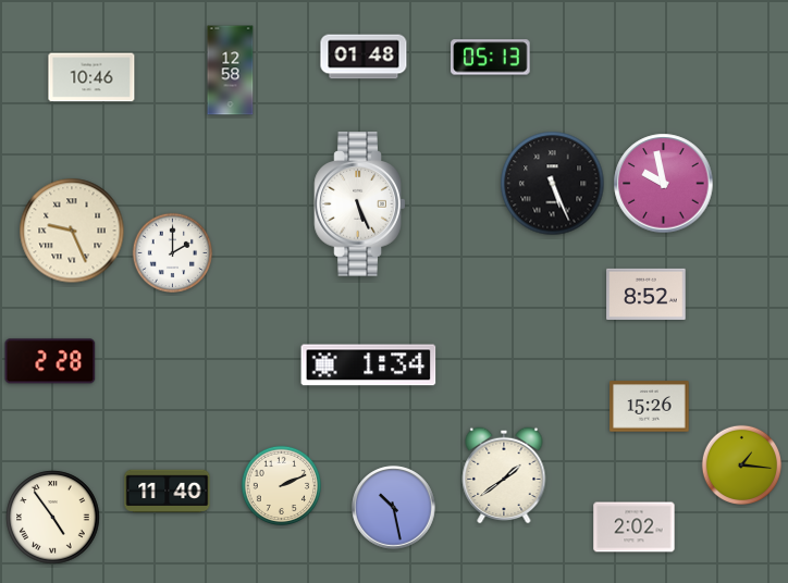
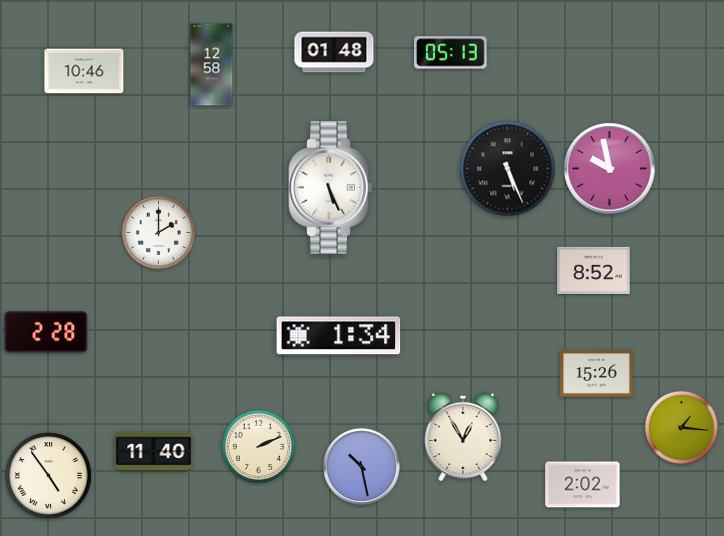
clock at (72, 231): 9:26 -> none
clock at (504, 475): 1:39 -> 12:55
